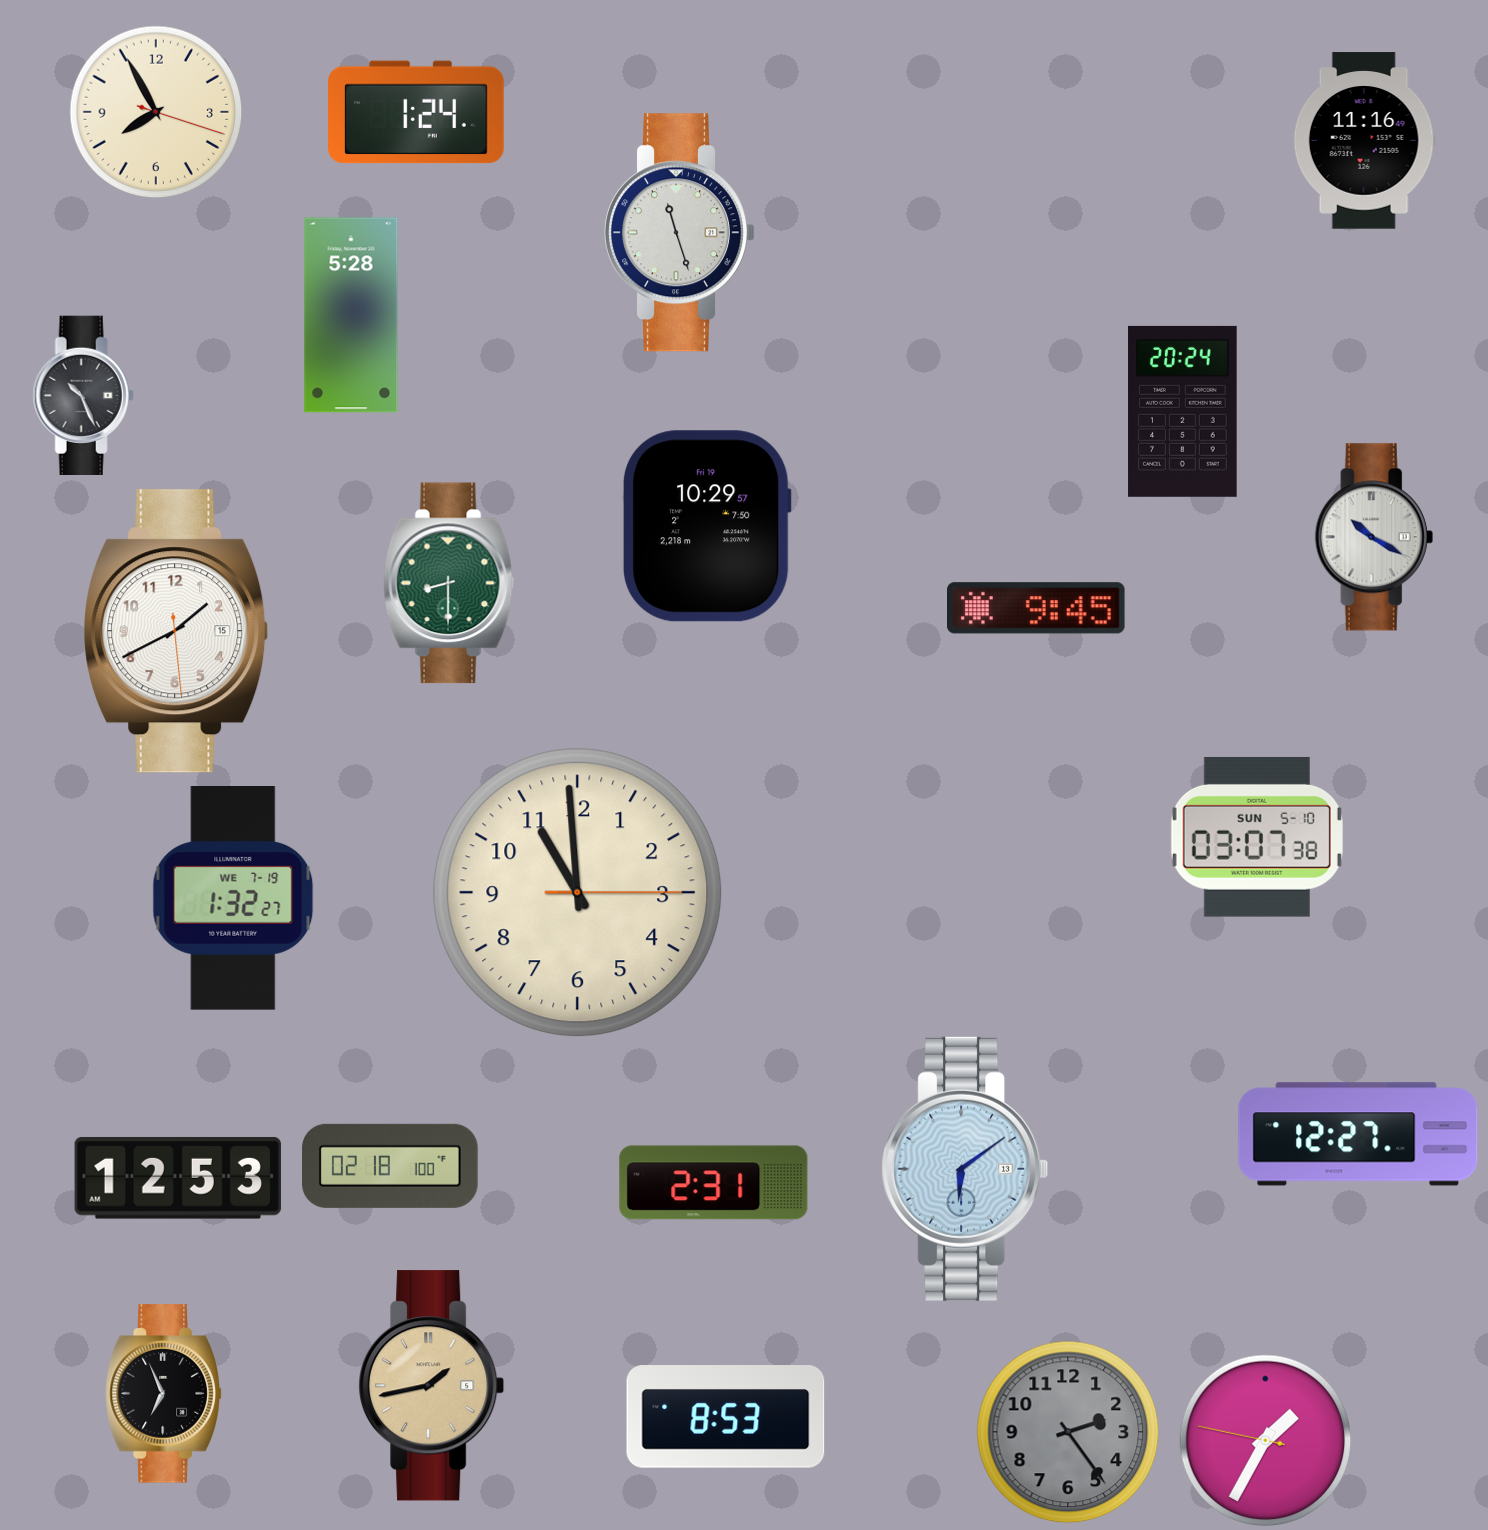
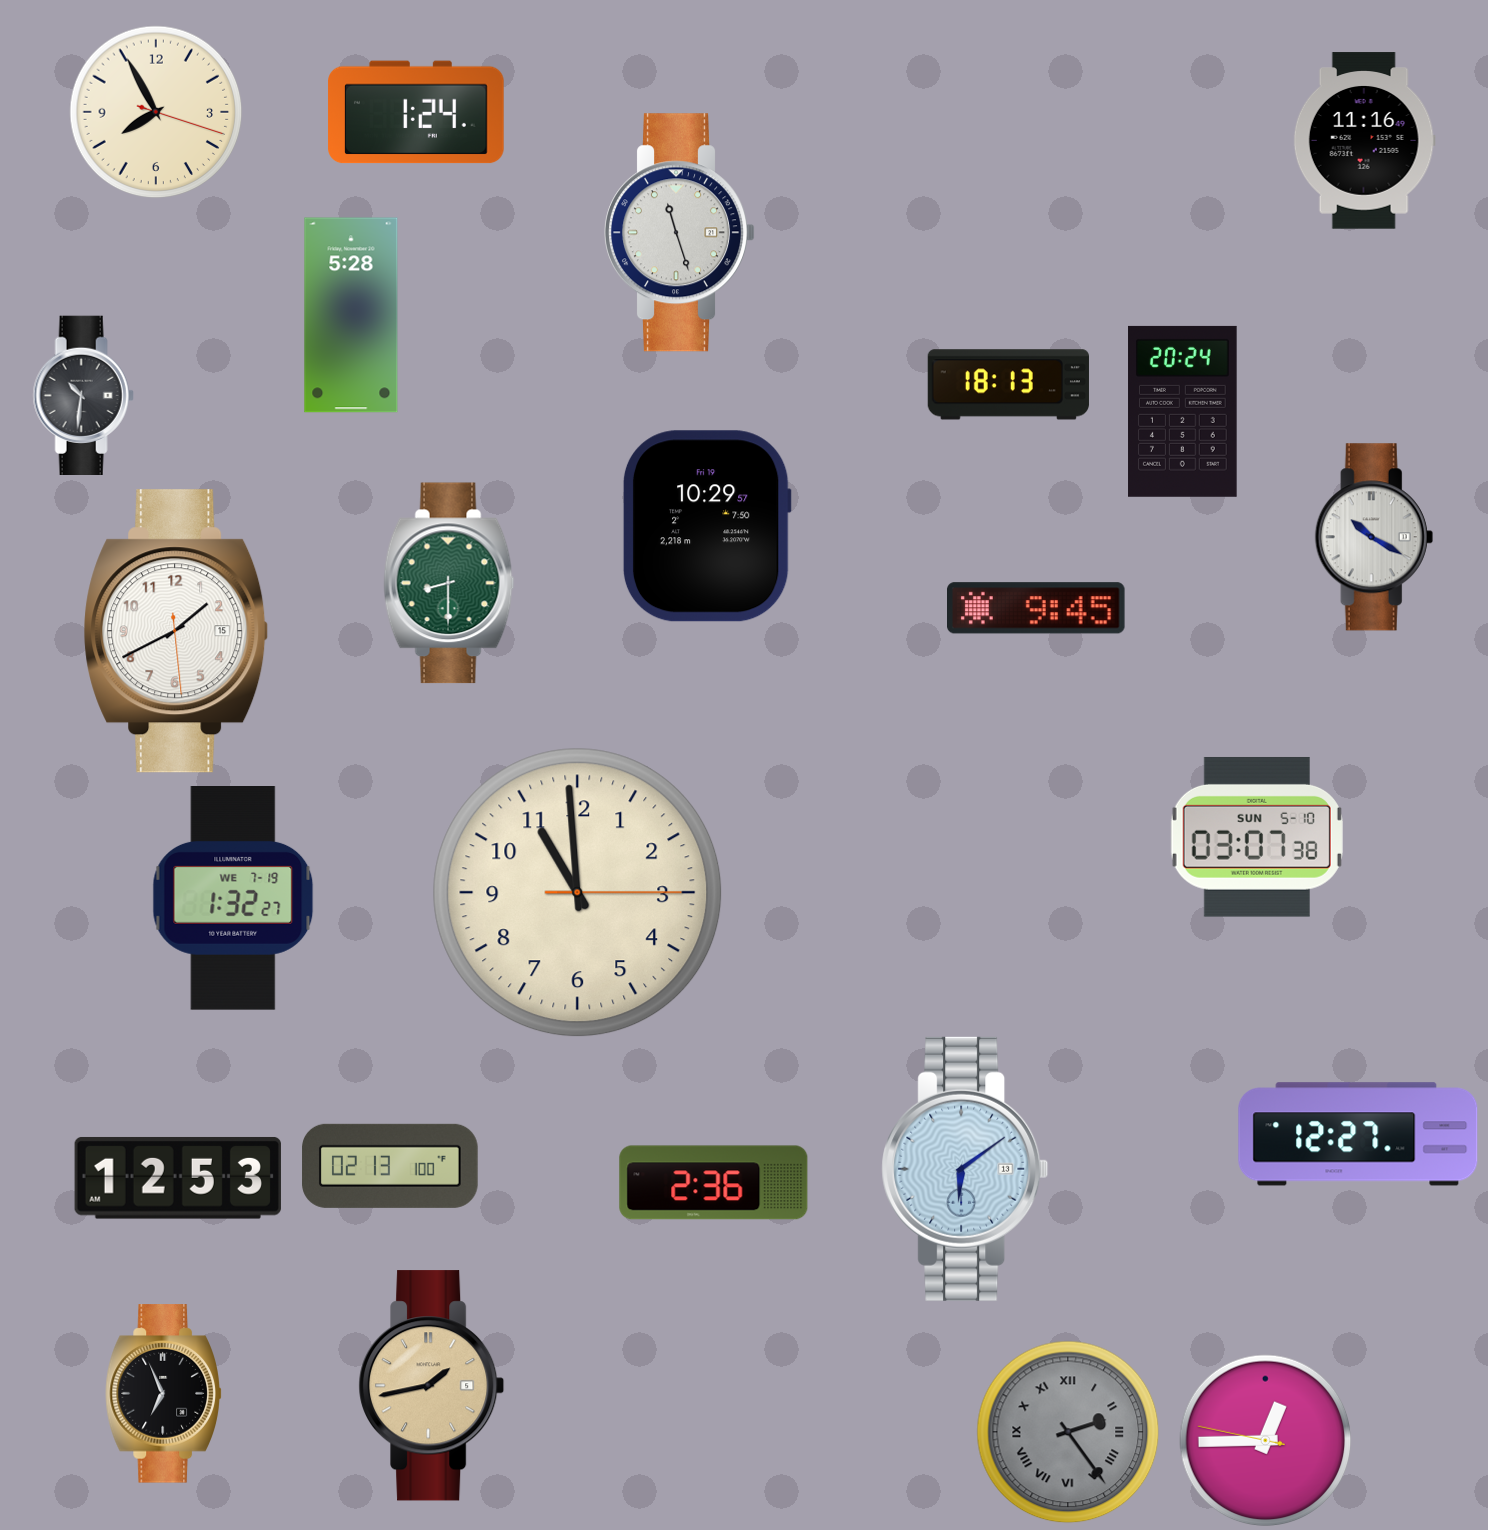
clock at (1008, 385): none -> 18:13
clock at (83, 395): 10:26 -> 10:31
clock at (390, 1166): 02:18 -> 02:13
clock at (714, 1183): 2:31 -> 2:36
clock at (726, 1417): 8:53 -> none
clock at (1068, 1432) numerals: Arabic -> Roman
clock at (1266, 1441): 1:34 -> 12:44
